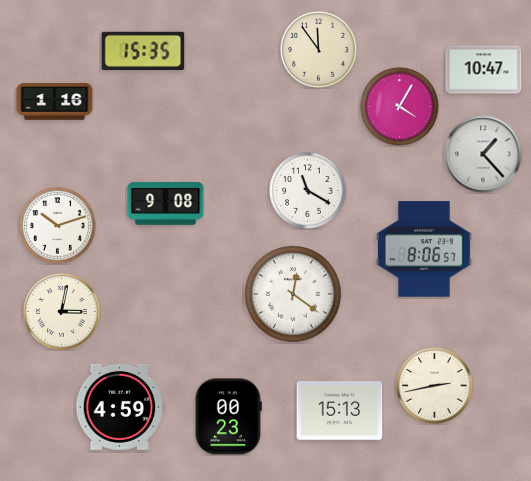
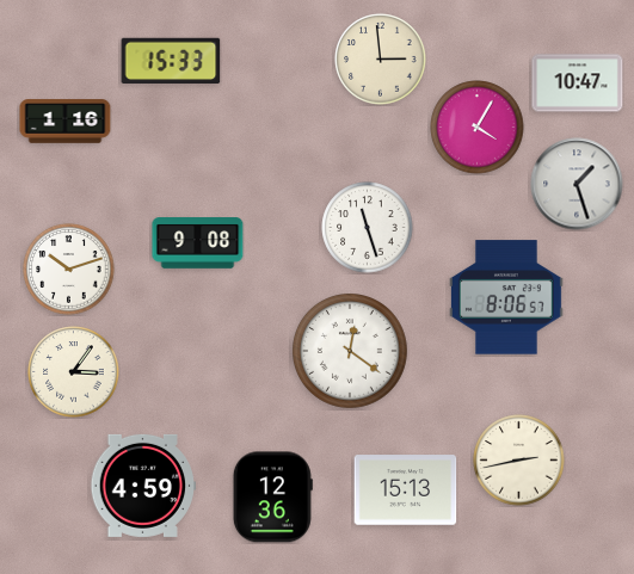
clock at (319, 50): 11:54 -> 2:59
clock at (143, 51): 15:35 -> 15:33
clock at (483, 154): 1:23 -> 1:27
clock at (308, 191): 11:20 -> 11:27
clock at (62, 312): 3:02 -> 3:06
clock at (228, 417): 00:23 -> 12:36
